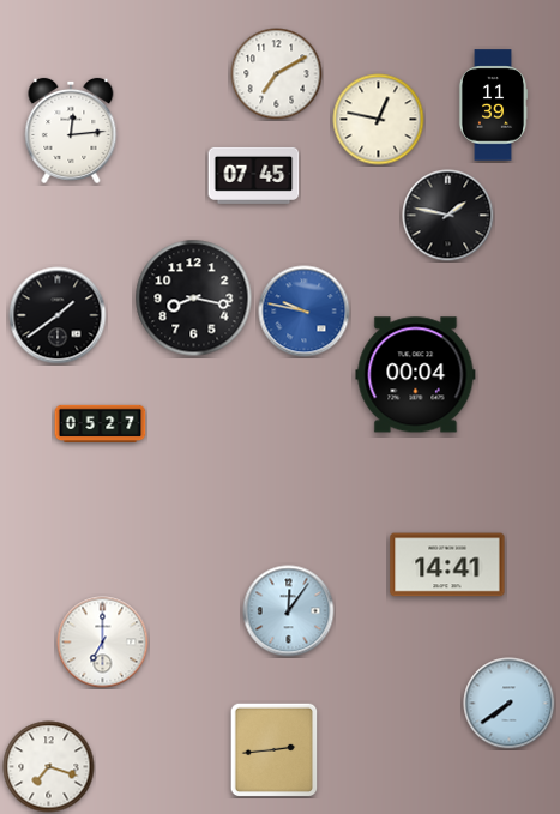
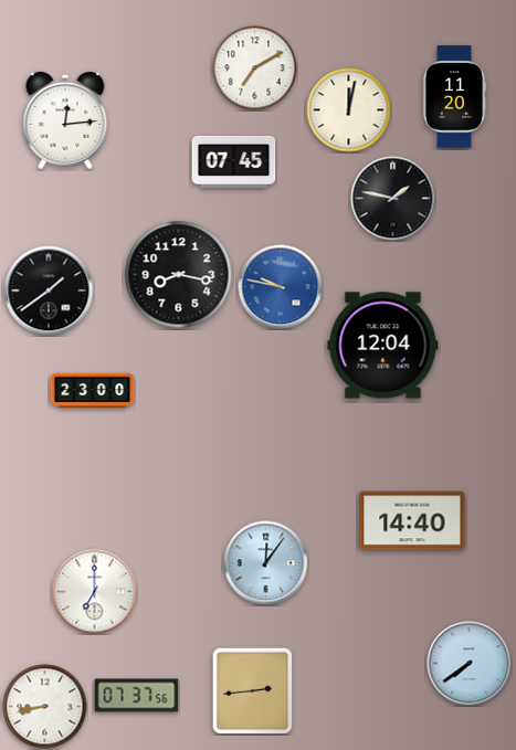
clock at (493, 105): 11:39 -> 11:20
clock at (379, 120): 12:47 -> 12:02
clock at (448, 216) position: (448, 216) -> (393, 199)
clock at (58, 315) position: (58, 315) -> (49, 291)
clock at (416, 375): 00:04 -> 12:04
clock at (101, 424): 05:27 -> 23:00
clock at (447, 565): 14:41 -> 14:40
clock at (510, 704) position: (510, 704) -> (470, 664)
clock at (137, 696): none -> 07:37
clock at (49, 767): 7:18 -> 8:43
